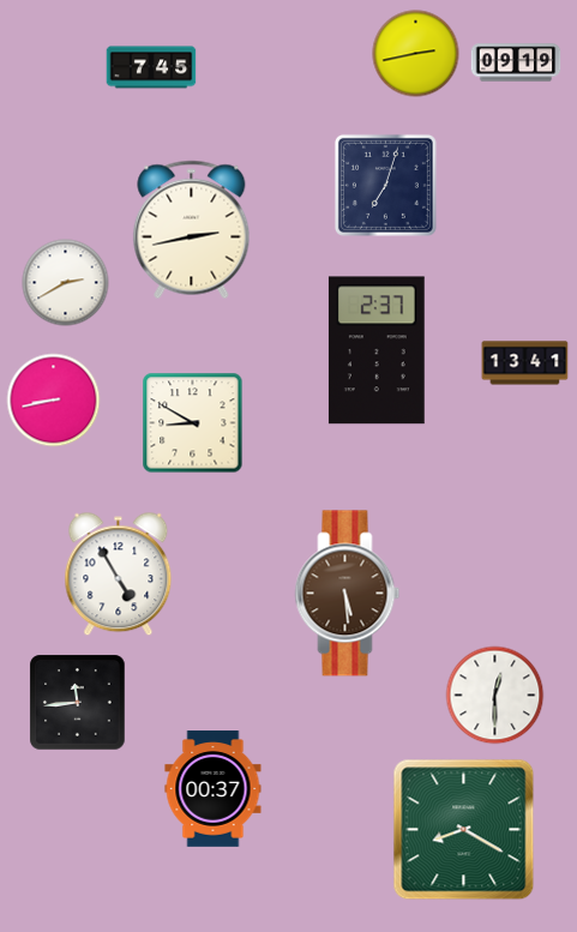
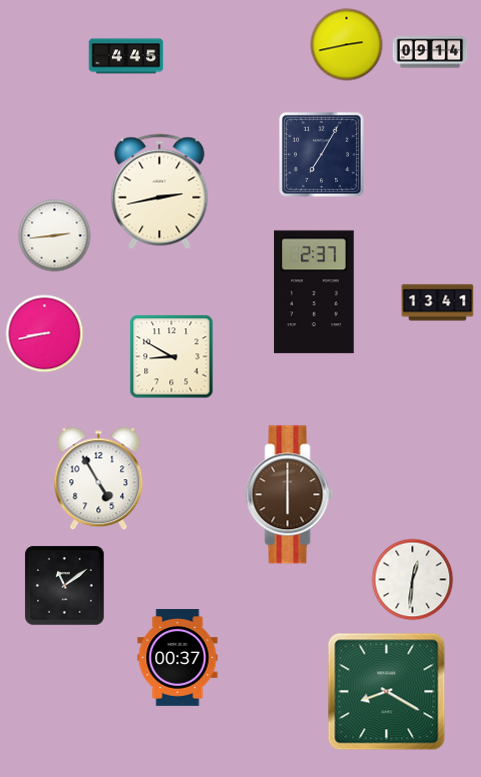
clock at (516, 62): 09:19 -> 09:14
clock at (151, 67): 7:45 -> 4:45
clock at (385, 185): 7:03 -> 7:05
clock at (66, 283): 2:40 -> 2:44
clock at (193, 423) position: (193, 423) -> (172, 357)
clock at (348, 594): 5:29 -> 6:00
clock at (495, 696): 12:30 -> 12:31
clock at (78, 703): 11:44 -> 11:09
